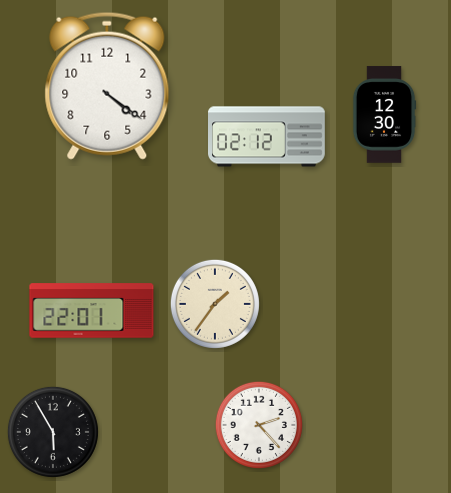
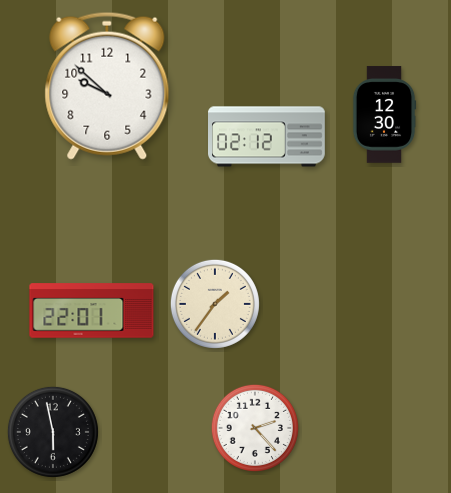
clock at (107, 86): 4:21 -> 9:52
clock at (259, 425) position: (259, 425) -> (255, 428)
clock at (53, 432): 5:55 -> 5:58
